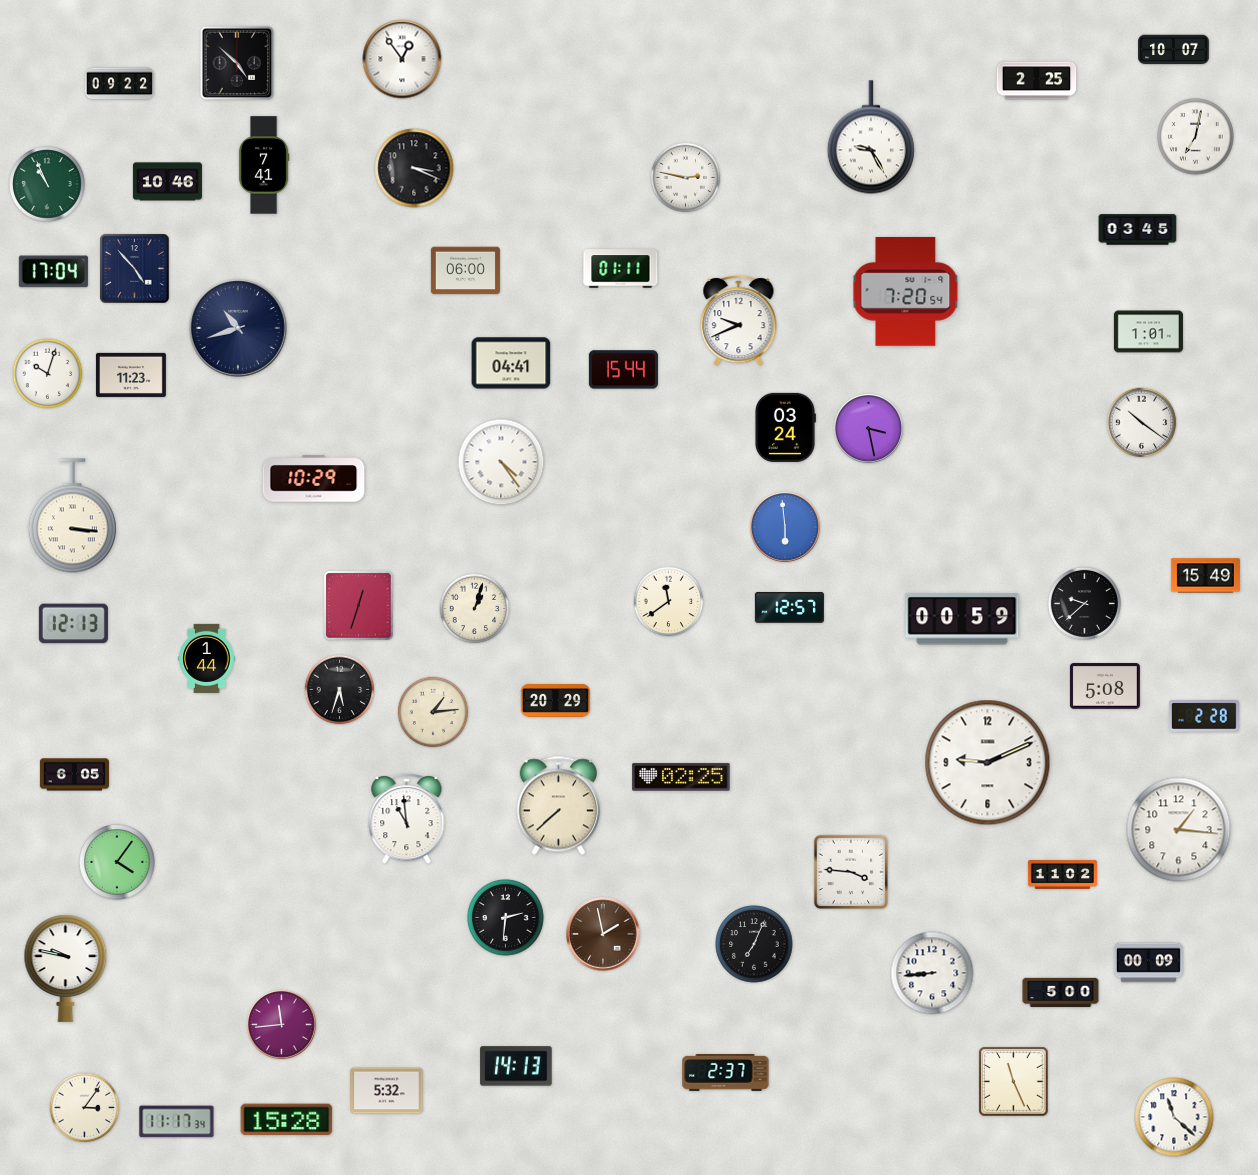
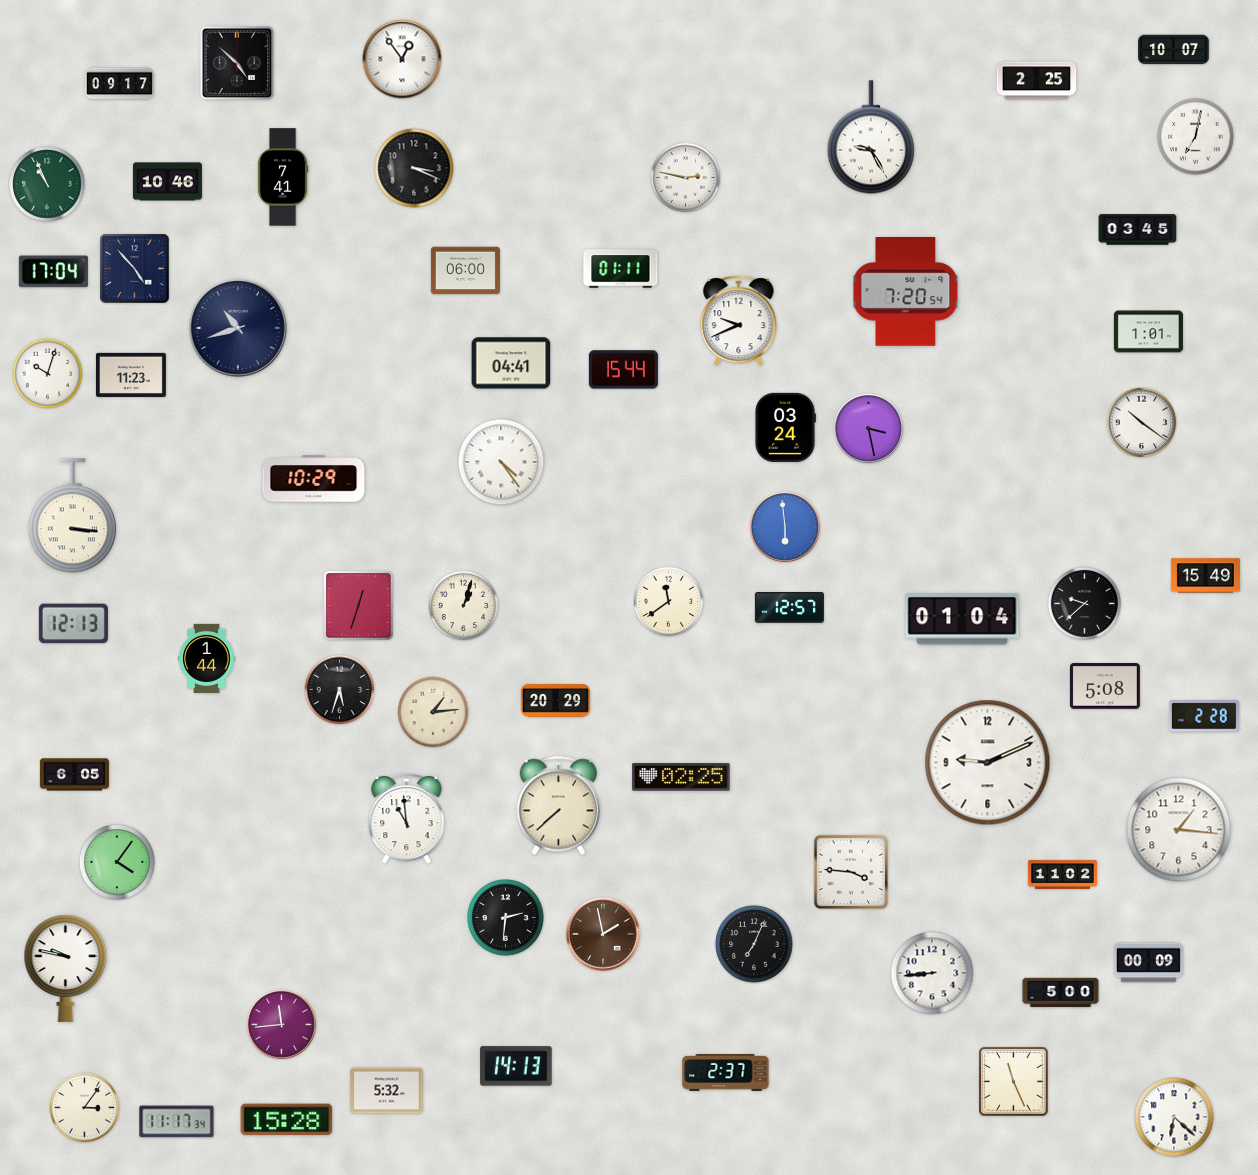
clock at (119, 84): 09:22 -> 09:17
clock at (264, 165) position: (264, 165) -> (283, 177)
clock at (475, 609) position: (475, 609) -> (464, 606)
clock at (962, 619): 00:59 -> 01:04
clock at (1174, 1117): 11:22 -> 6:22
